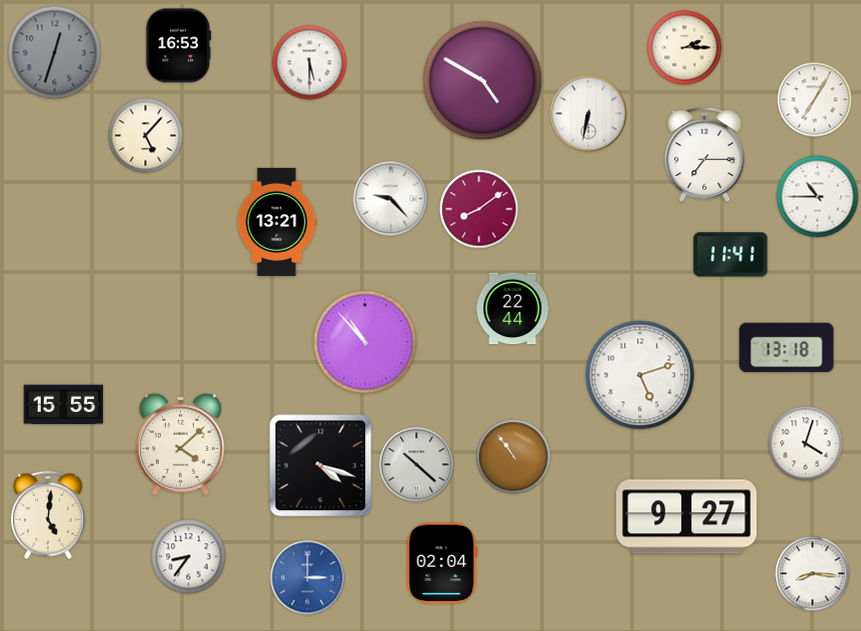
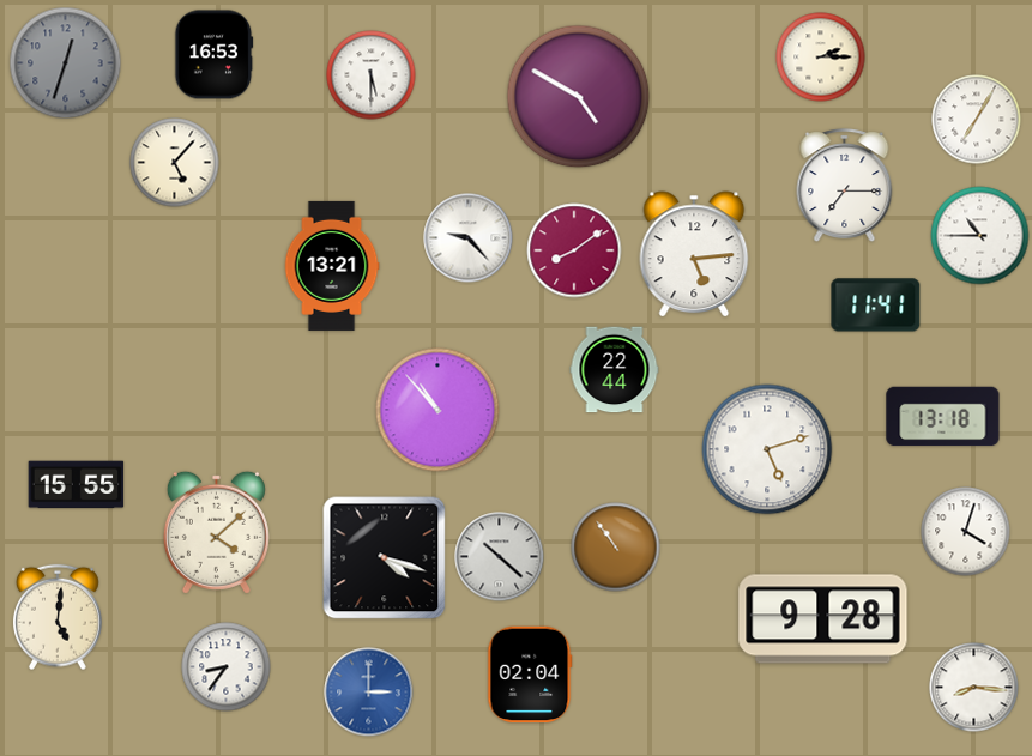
clock at (589, 114): 6:32 -> none
clock at (694, 254): none -> 5:14
clock at (687, 517): 9:27 -> 9:28
